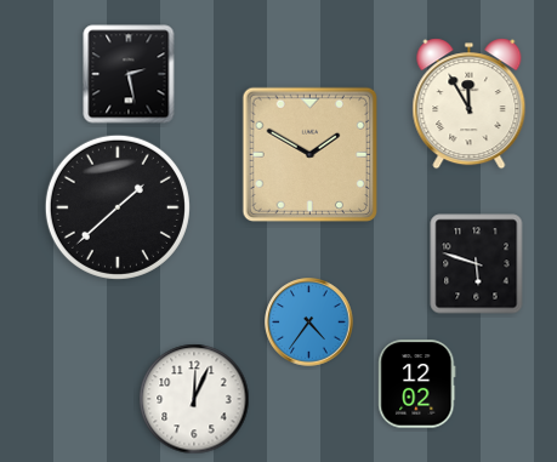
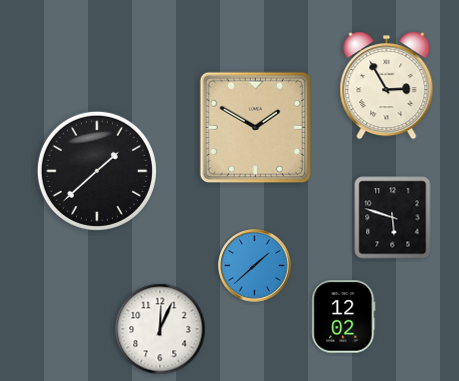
clock at (129, 74): 2:28 -> none
clock at (470, 104): 11:55 -> 2:55
clock at (309, 323): 4:36 -> 1:38
